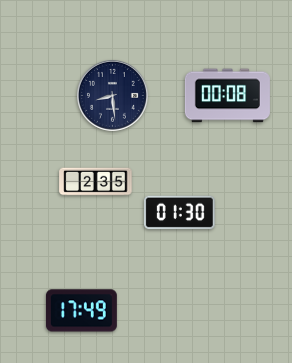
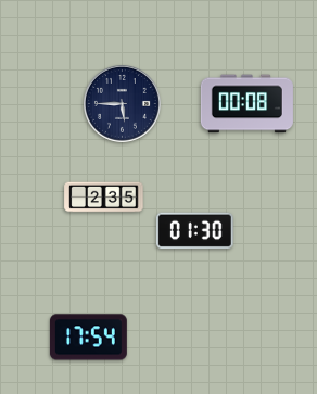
clock at (112, 95): 8:29 -> 5:45
clock at (81, 311): 17:49 -> 17:54
